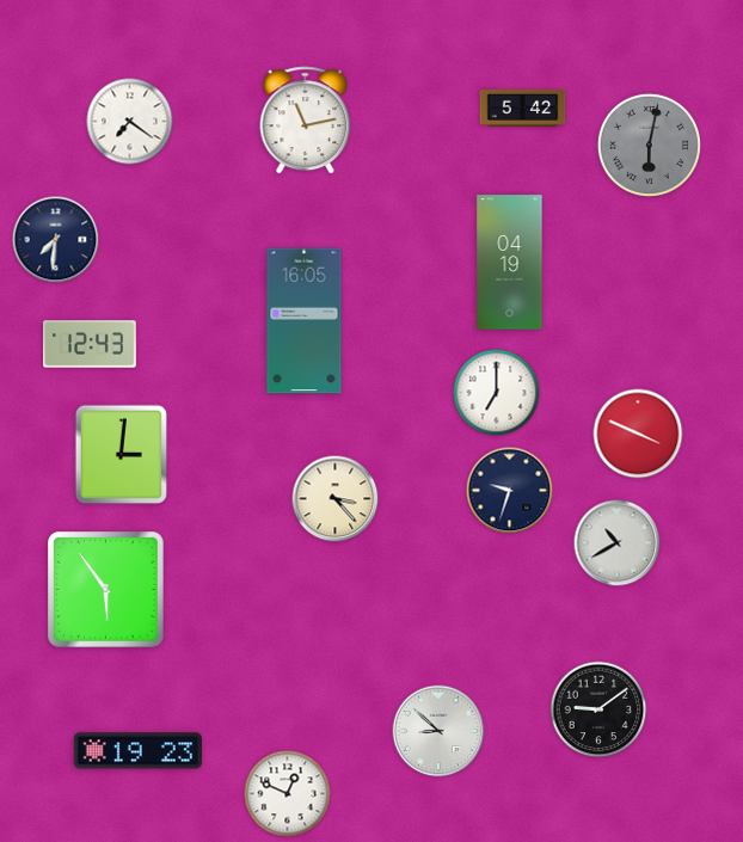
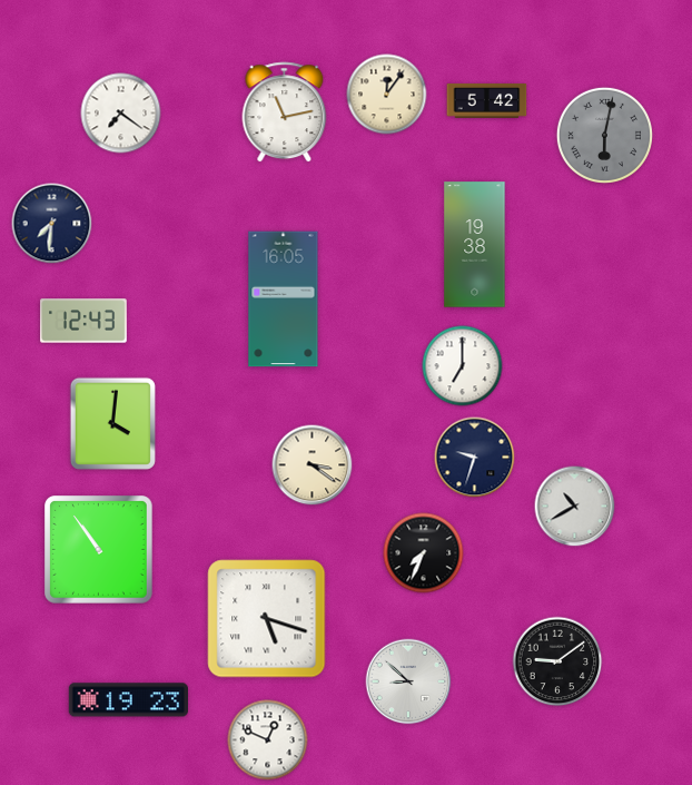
clock at (387, 95): none -> 12:06
clock at (510, 263): 04:19 -> 19:38
clock at (638, 434): 3:49 -> none
clock at (121, 454): 3:01 -> 4:01
clock at (336, 499): 3:23 -> 3:21
clock at (106, 590): 5:54 -> 10:54
clock at (424, 553): none -> 7:34
clock at (267, 619): none -> 5:18
